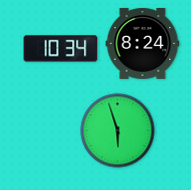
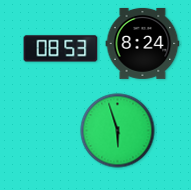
clock at (61, 49): 10:34 -> 08:53
